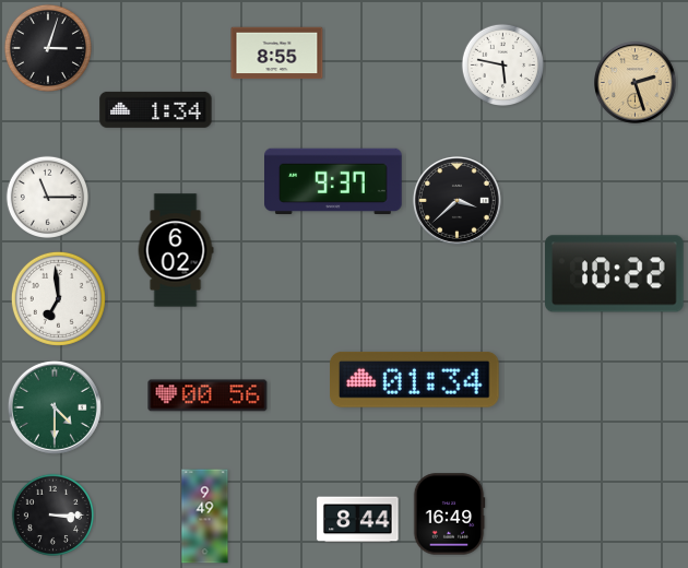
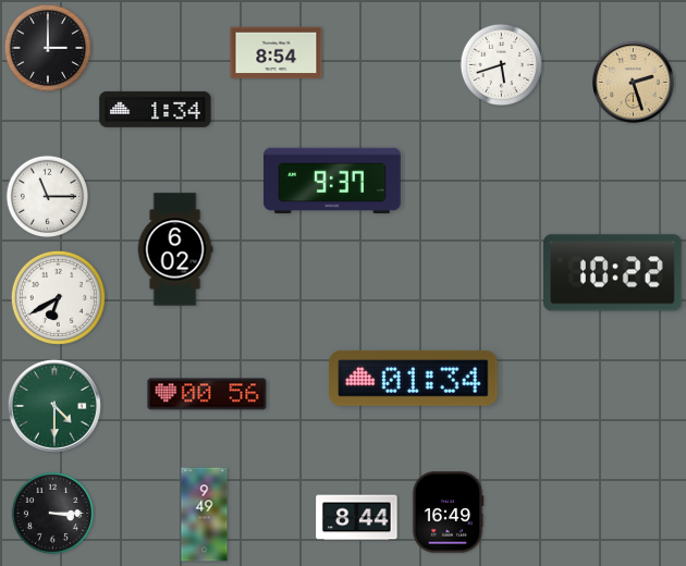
clock at (48, 48): 3:03 -> 3:00
clock at (277, 54): 8:55 -> 8:54
clock at (502, 64): 5:47 -> 5:42
clock at (456, 200): 3:38 -> none
clock at (58, 298): 6:59 -> 6:40
